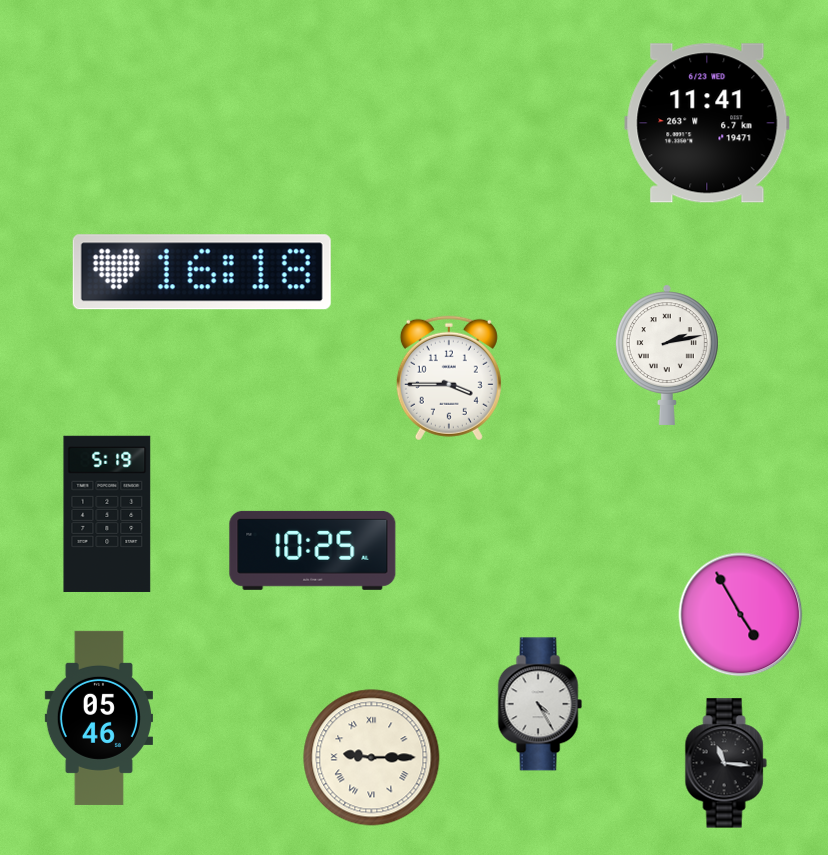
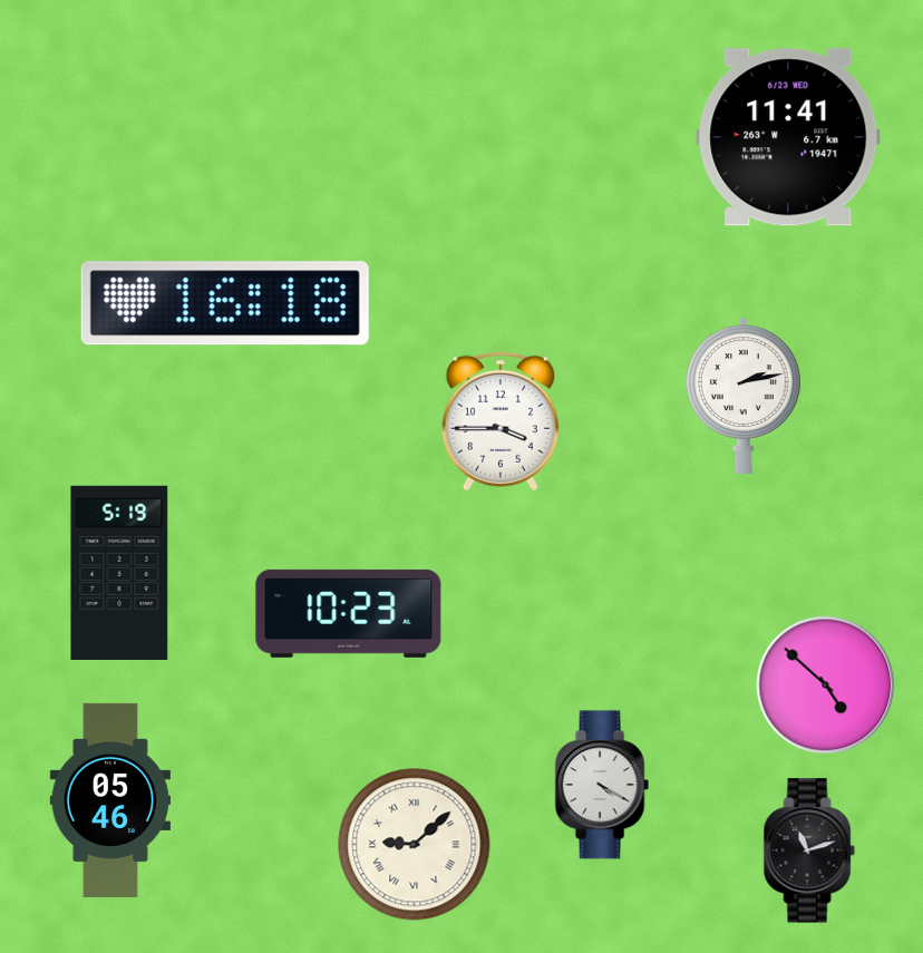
clock at (313, 550): 10:25 -> 10:23
clock at (741, 615): 4:55 -> 4:52
clock at (540, 704): 4:25 -> 4:20
clock at (372, 758): 9:15 -> 9:08
clock at (726, 763): 11:16 -> 11:12
